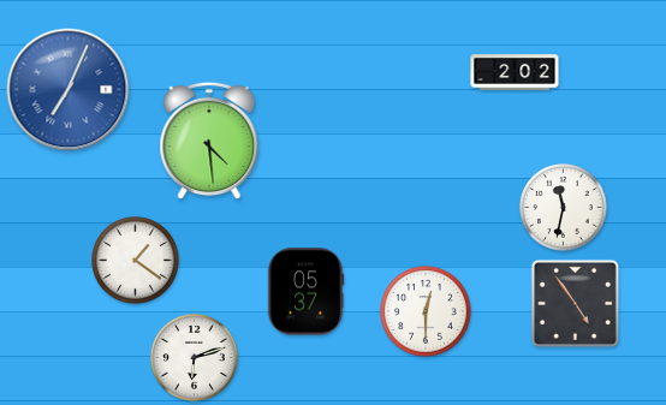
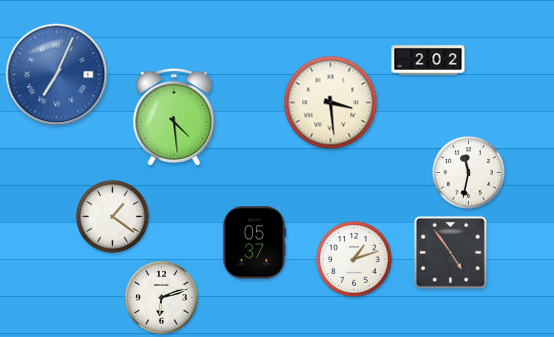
clock at (331, 103): none -> 3:29
clock at (575, 303) position: (575, 303) -> (450, 252)
clock at (426, 311): 12:30 -> 1:12
